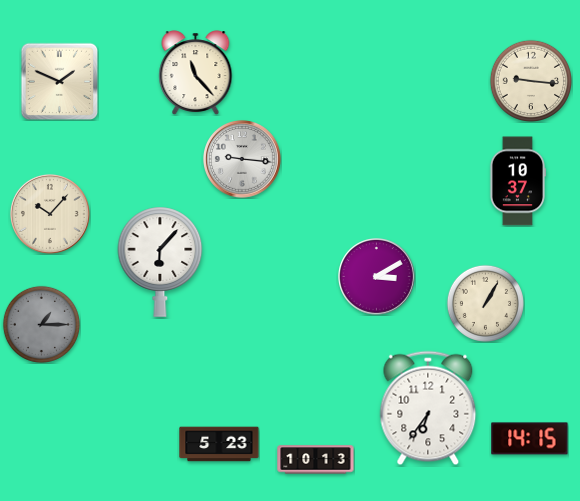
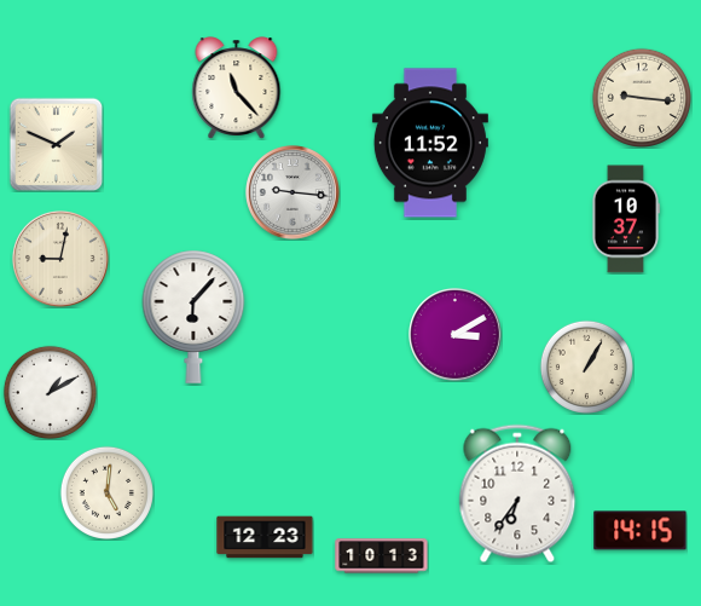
clock at (59, 81) position: (59, 81) -> (56, 144)
clock at (430, 143): none -> 11:52
clock at (50, 214): 10:07 -> 9:02
clock at (41, 324): 1:15 -> 1:10
clock at (41, 324) dial: grey -> white
clock at (106, 492): none -> 5:01
clock at (219, 444): 5:23 -> 12:23
